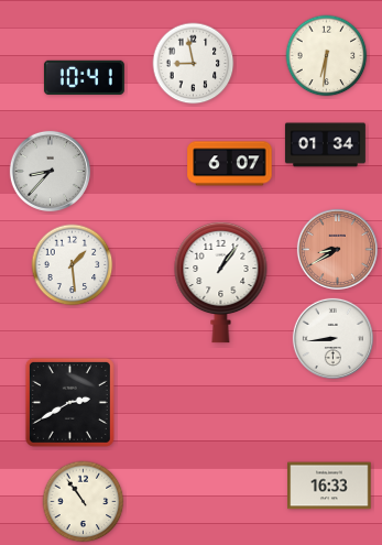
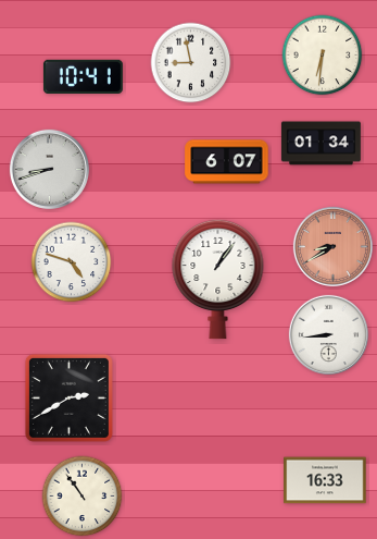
clock at (50, 171): 8:37 -> 8:42
clock at (73, 265): 1:29 -> 4:48
